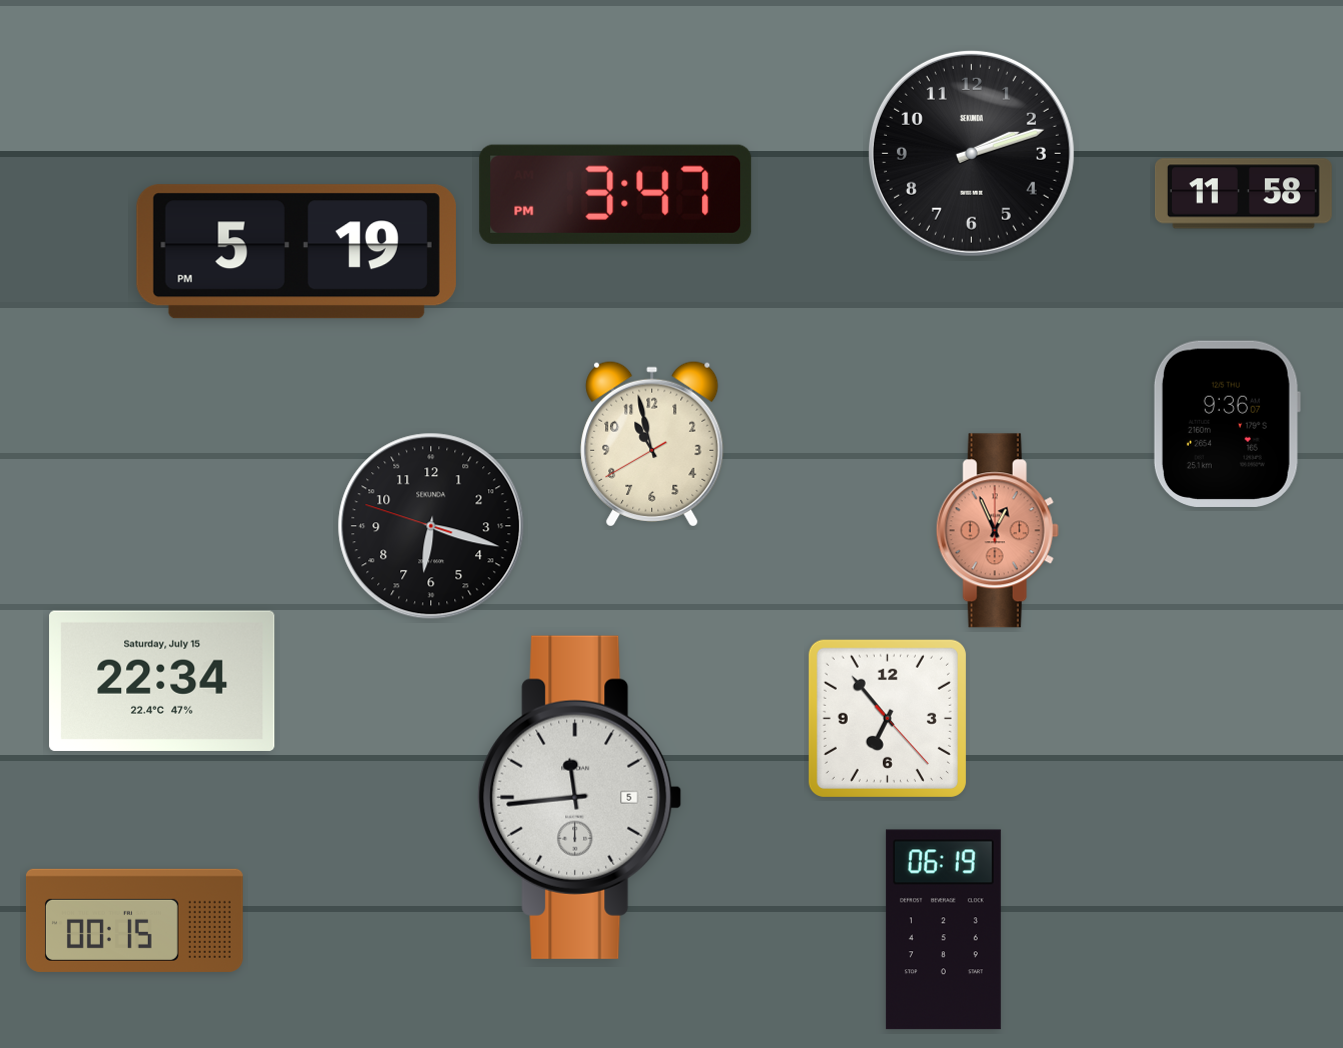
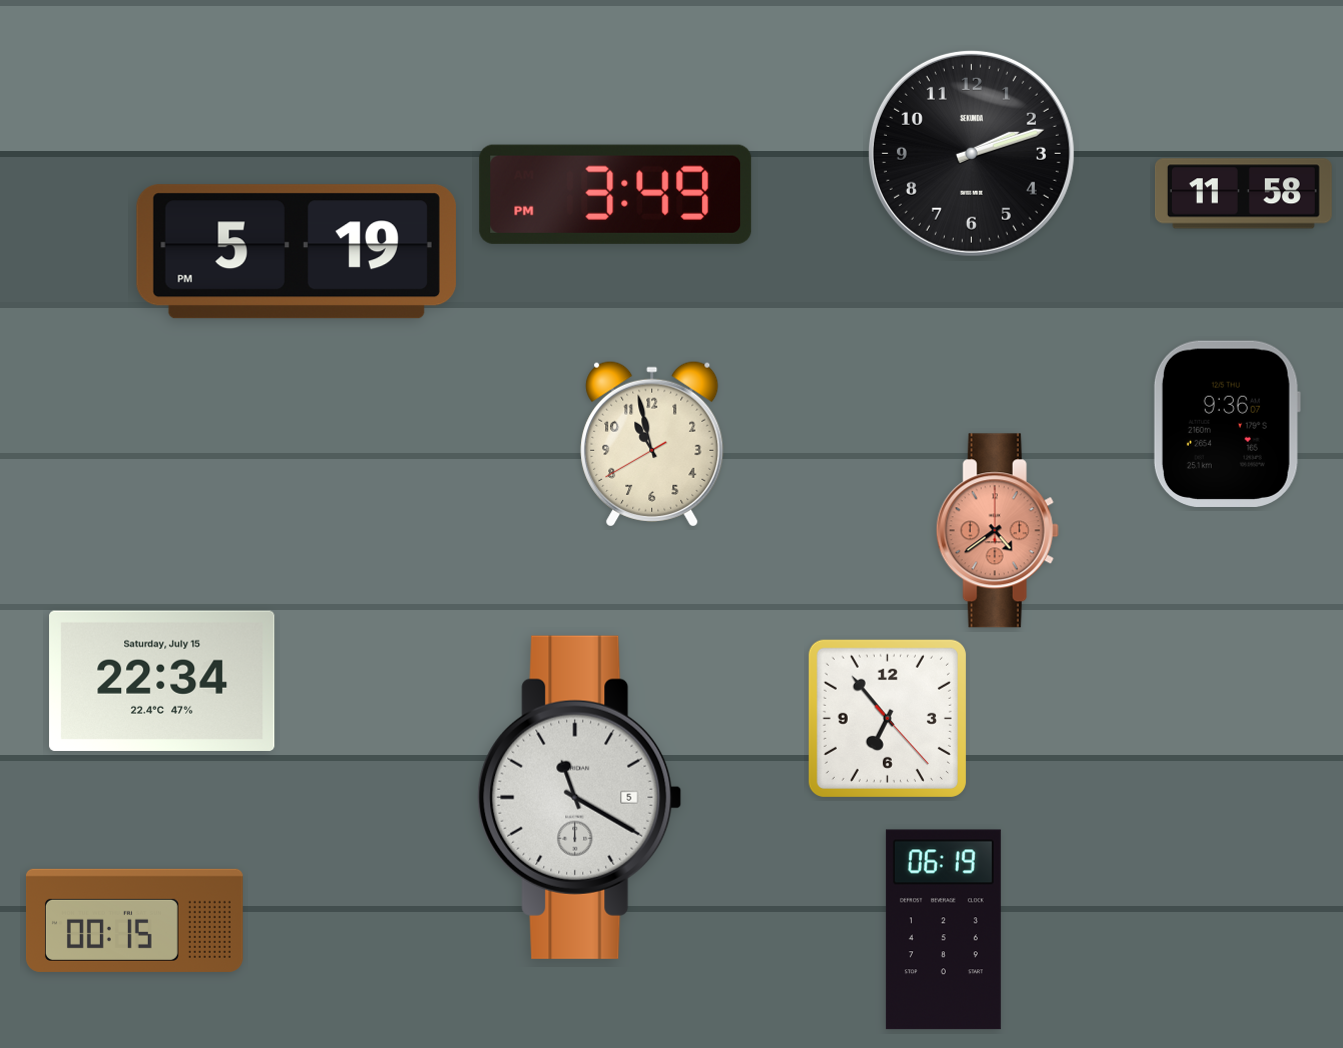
clock at (616, 194): 3:47 -> 3:49
clock at (431, 526): 6:17 -> none
clock at (997, 531): 12:56 -> 4:39
clock at (580, 797): 11:44 -> 11:20
